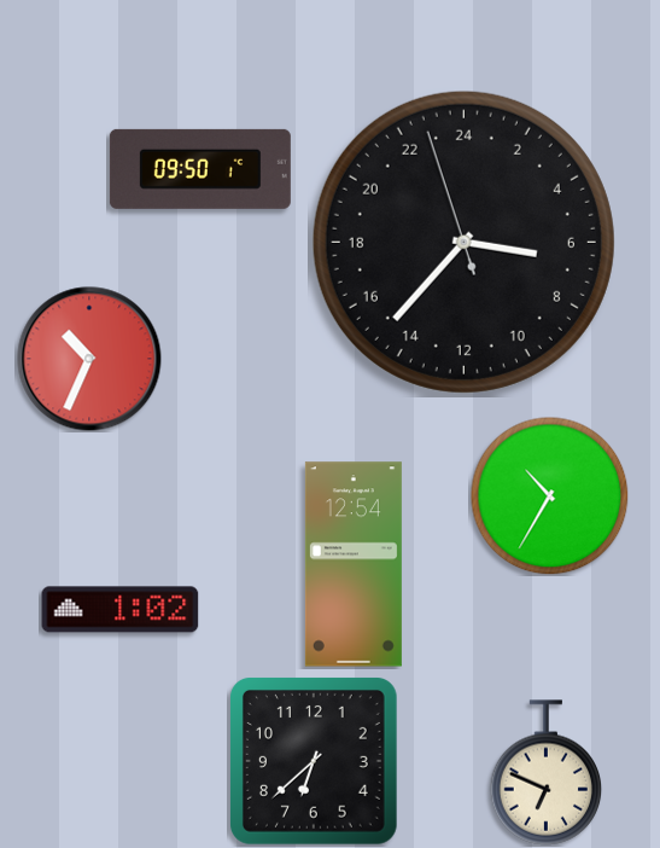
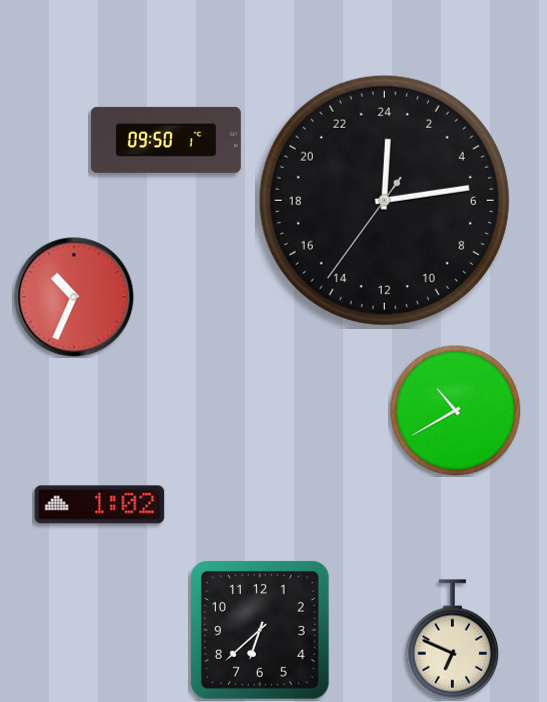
clock at (463, 242): 6:36 -> 0:13
clock at (550, 496): 10:35 -> 10:40
clock at (354, 564): 12:54 -> none
